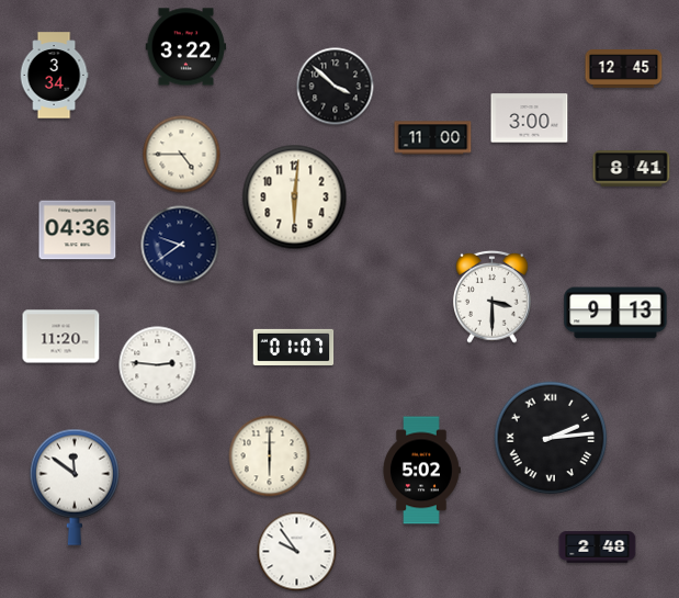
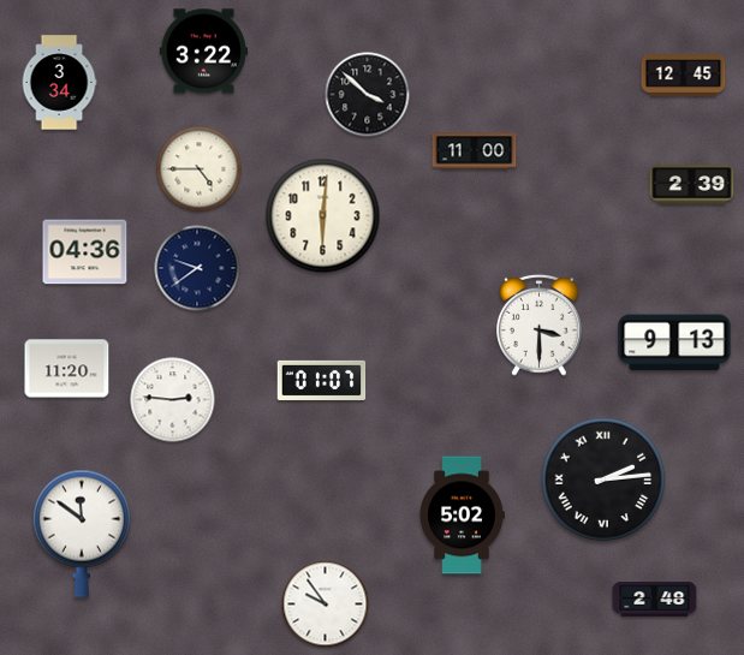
clock at (530, 119): 3:00 -> none
clock at (632, 169): 8:41 -> 2:39
clock at (270, 456): 6:00 -> none
